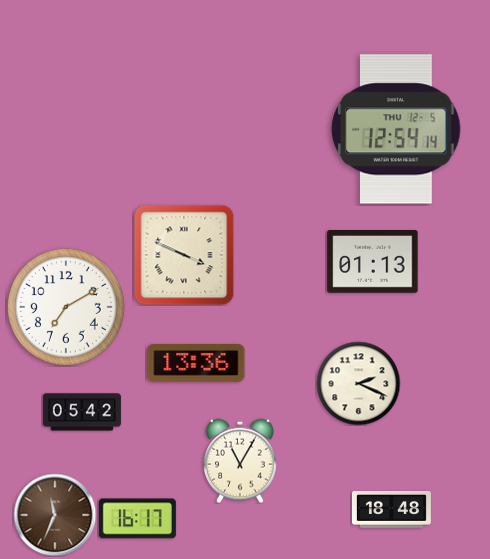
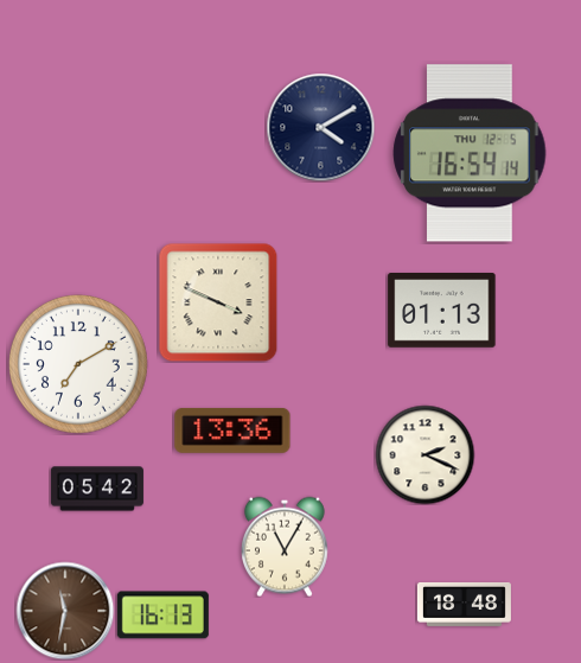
clock at (320, 127): none -> 4:10
clock at (396, 129): 12:54 -> 16:54
clock at (55, 515): 11:34 -> 11:32
clock at (137, 519): 16:17 -> 16:13
